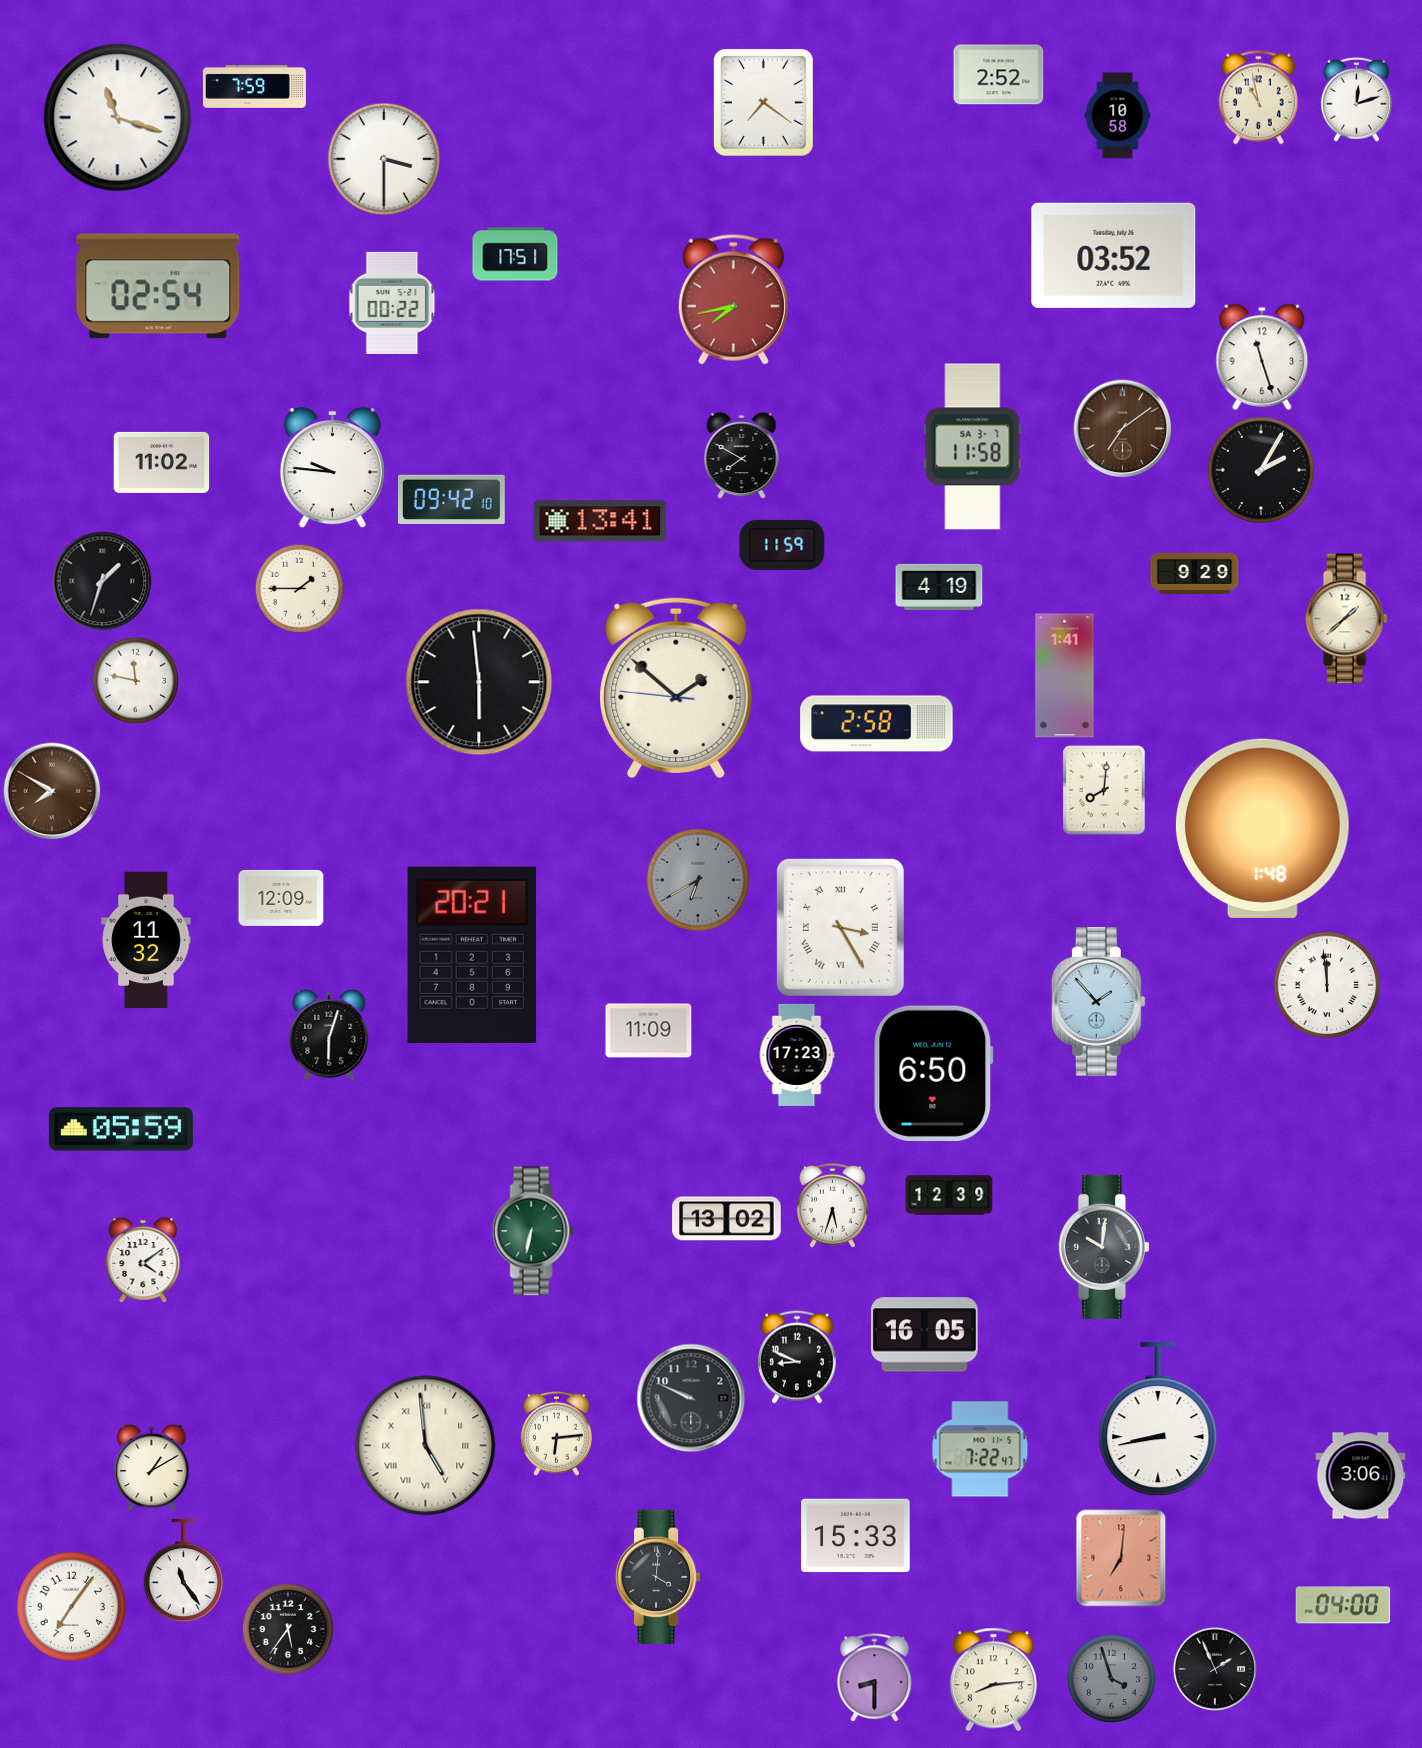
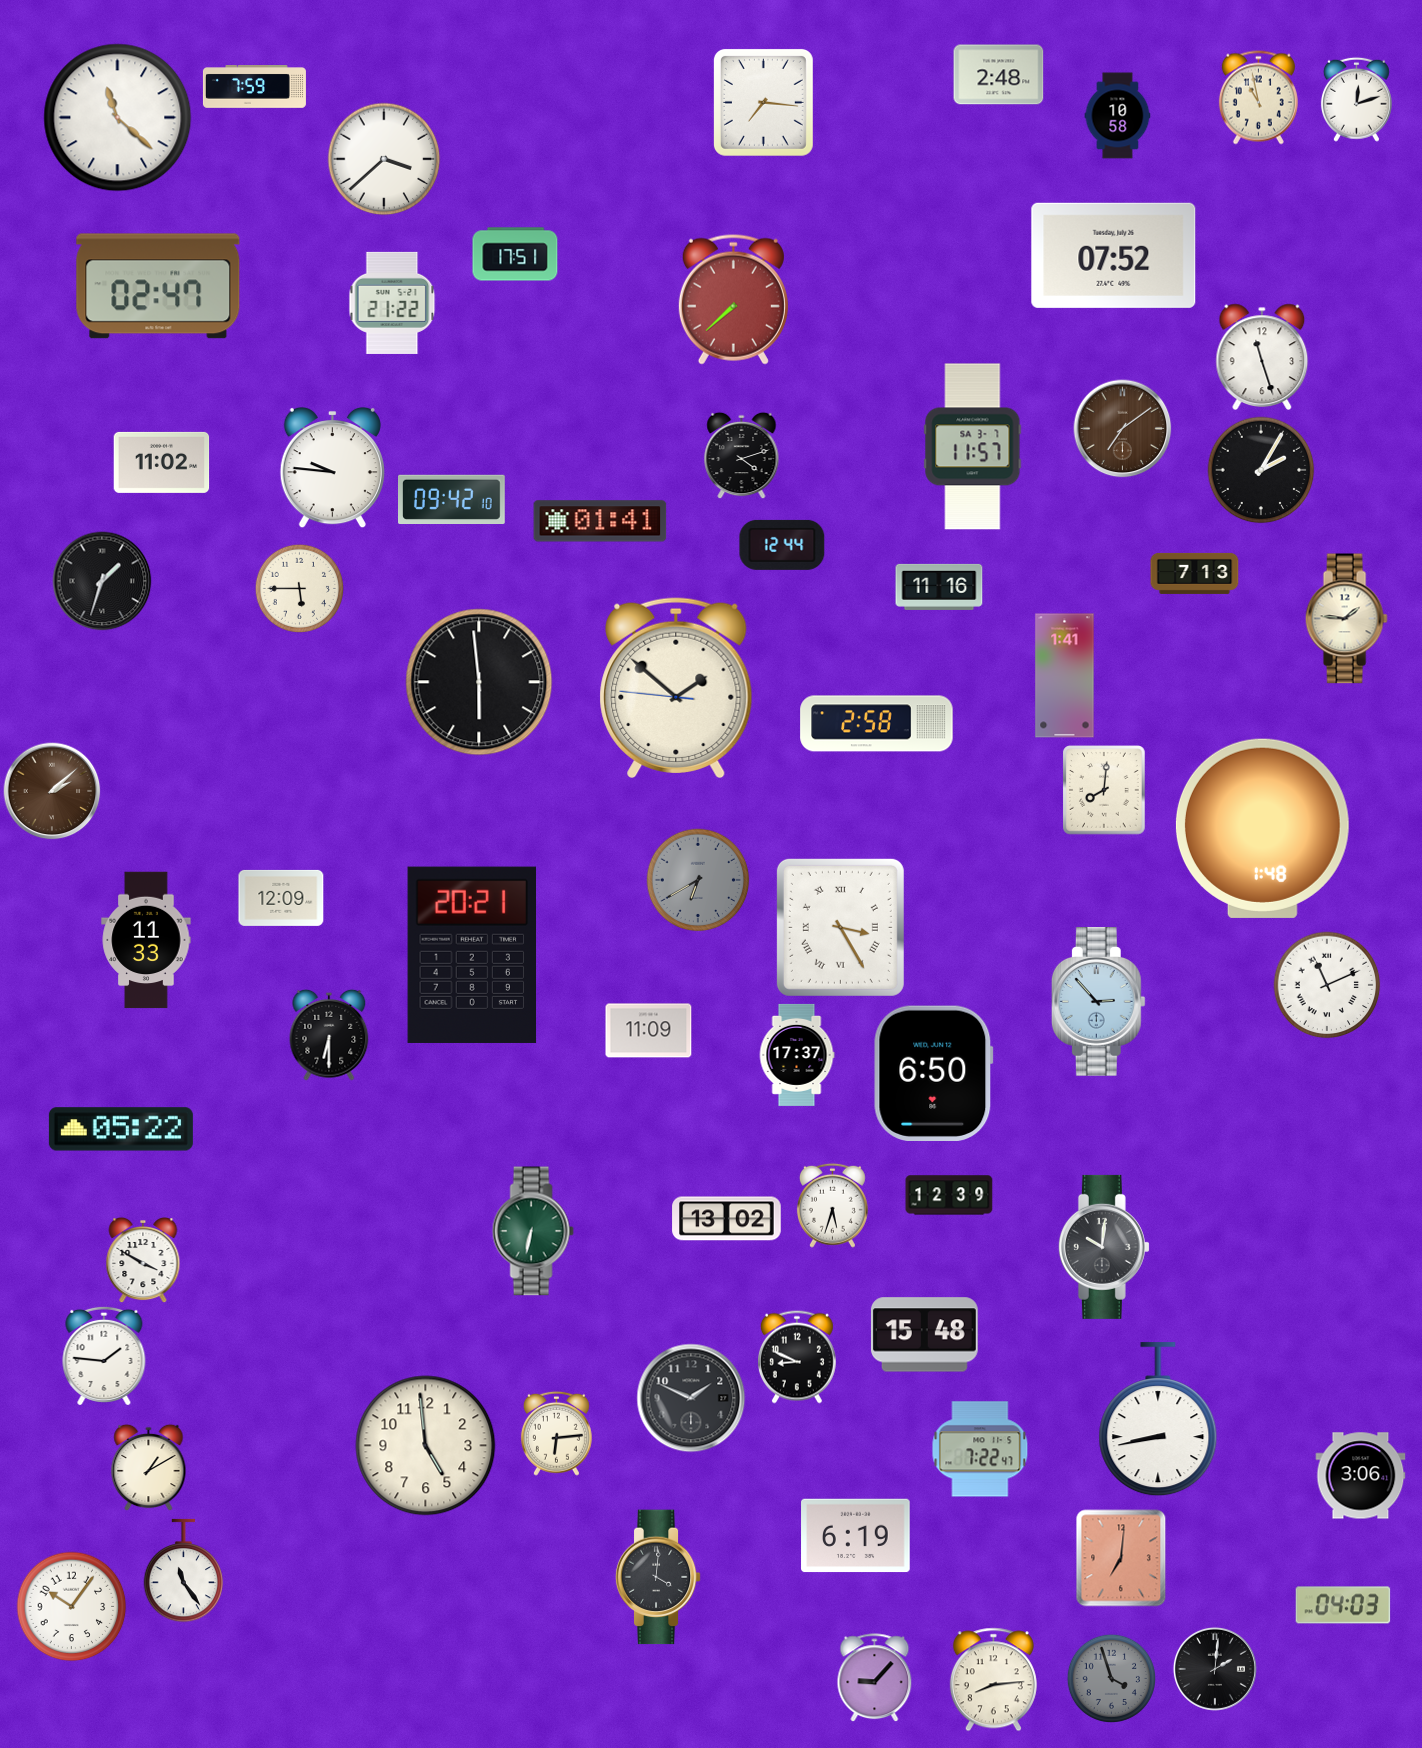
clock at (999, 75): 2:52 -> 2:48
clock at (763, 102): 7:21 -> 7:16
clock at (118, 118): 11:18 -> 11:22
clock at (384, 159): 3:30 -> 3:38
clock at (1114, 255): 03:52 -> 07:52
clock at (158, 286): 02:54 -> 02:47
clock at (733, 299): 7:43 -> 7:38
clock at (392, 303): 00:22 -> 21:22
clock at (973, 447): 11:58 -> 11:57
clock at (742, 455): 7:50 -> 4:12
clock at (600, 521): 13:41 -> 01:41
clock at (782, 545): 11:59 -> 12:44
clock at (1195, 573): 9:29 -> 7:13
clock at (939, 587): 4:19 -> 11:16
clock at (299, 588): 1:45 -> 5:45
clock at (1346, 619): 1:38 -> 1:46
clock at (135, 680): 11:47 -> none
clock at (52, 791): 7:50 -> 2:08
clock at (146, 940): 11:32 -> 11:33
clock at (1327, 985): 11:59 -> 11:11
clock at (1098, 1002): 1:53 -> 2:53
clock at (329, 1035): 6:03 -> 6:30
clock at (797, 1055): 17:23 -> 17:37
clock at (121, 1129): 05:59 -> 05:22
clock at (143, 1261): 4:09 -> 3:50
clock at (924, 1335): 16:05 -> 15:48
clock at (104, 1356): none -> 1:46
clock at (691, 1398): 9:49 -> 1:49
clock at (426, 1446) numerals: Roman -> Arabic
clock at (152, 1467) position: (152, 1467) -> (149, 1467)
clock at (856, 1536): 15:33 -> 6:19
clock at (1343, 1605): 04:00 -> 04:03
clock at (72, 1607): 7:06 -> 10:06
clock at (287, 1628): 5:36 -> none
clock at (1215, 1669): 1:56 -> 2:01
clock at (875, 1678): 8:30 -> 9:07
